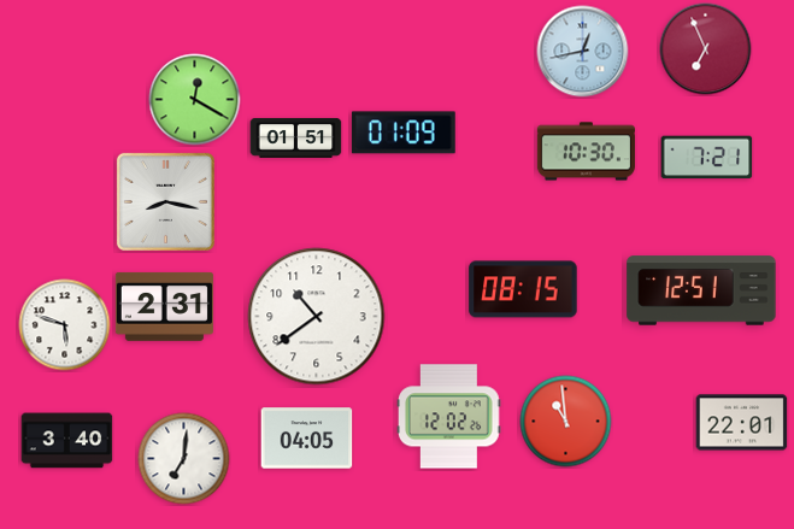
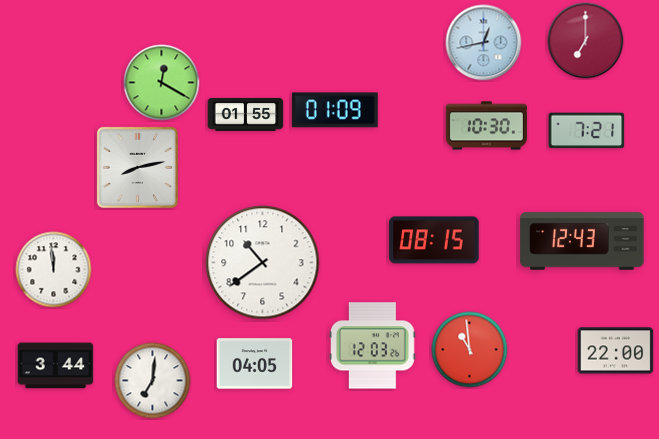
clock at (706, 49): 6:56 -> 7:00
clock at (296, 137): 01:51 -> 01:55
clock at (165, 201): 8:17 -> 8:13
clock at (701, 290): 12:51 -> 12:43
clock at (164, 306): 2:31 -> none
clock at (65, 325): 5:48 -> 11:59
clock at (449, 417): 12:02 -> 12:03
clock at (742, 423): 22:01 -> 22:00
clock at (67, 441): 3:40 -> 3:44
